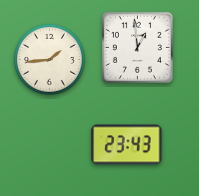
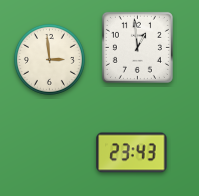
clock at (49, 59): 1:44 -> 2:59
clock at (127, 145) position: (127, 145) -> (132, 153)
